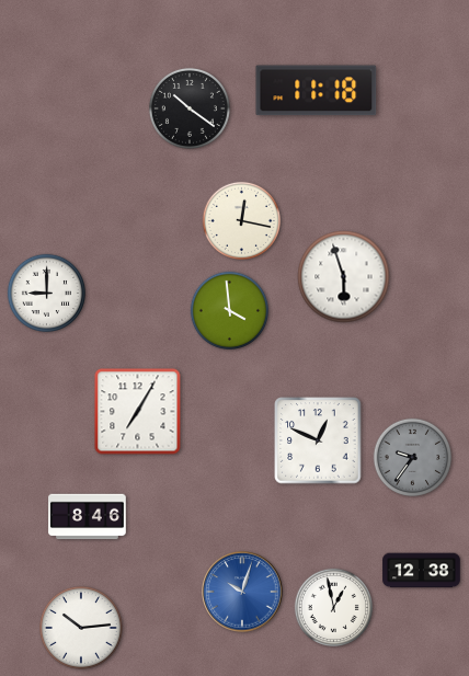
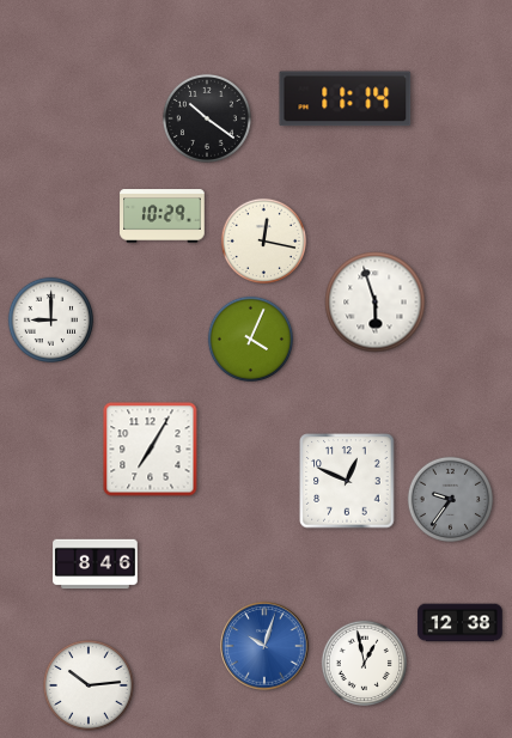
clock at (317, 91): 11:18 -> 11:14
clock at (163, 216): none -> 10:29
clock at (229, 310): 3:59 -> 4:04
